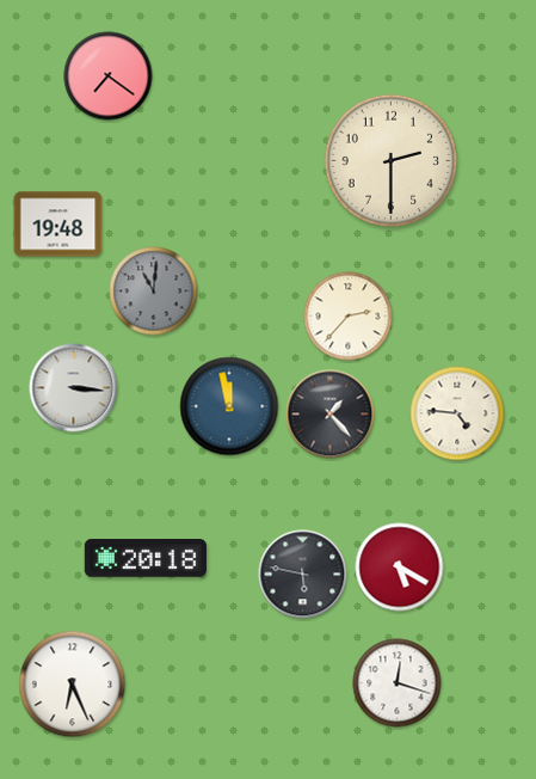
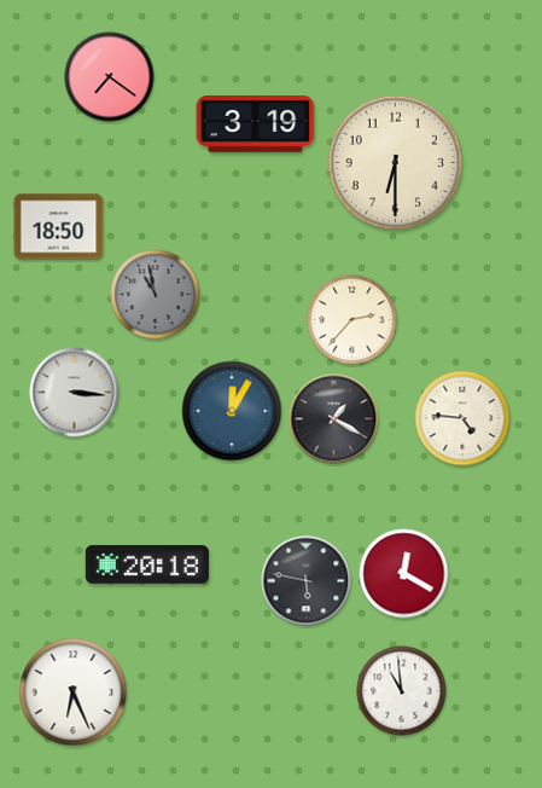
clock at (256, 124): none -> 3:19
clock at (392, 161): 2:30 -> 6:30
clock at (58, 225): 19:48 -> 18:50
clock at (154, 292): 11:01 -> 10:58
clock at (229, 406): 11:58 -> 12:05
clock at (331, 415): 1:23 -> 1:20
clock at (400, 568): 5:20 -> 12:20
clock at (398, 683): 12:18 -> 10:59
